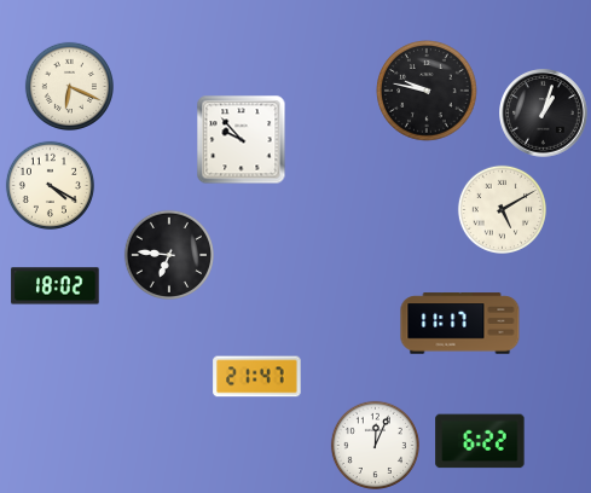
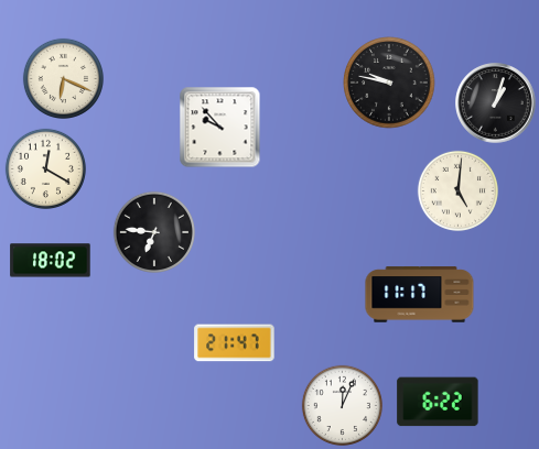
clock at (50, 185): 4:20 -> 12:20
clock at (502, 209): 5:10 -> 5:01
